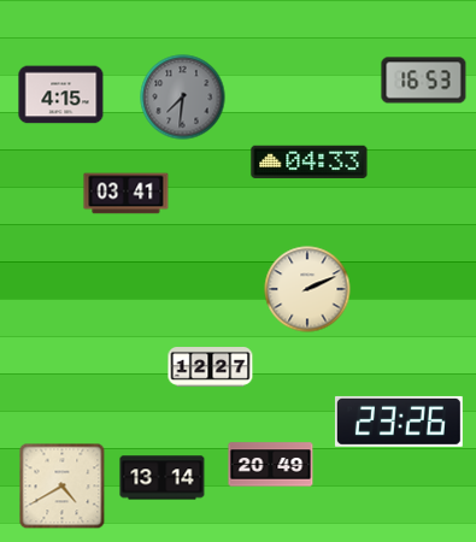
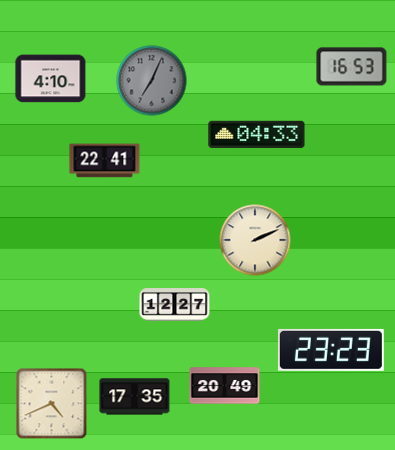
clock at (61, 95): 4:15 -> 4:10
clock at (183, 98): 7:31 -> 7:04
clock at (127, 194): 03:41 -> 22:41
clock at (399, 422): 23:26 -> 23:23
clock at (163, 478): 13:14 -> 17:35
clock at (63, 487): 4:40 -> 4:41
